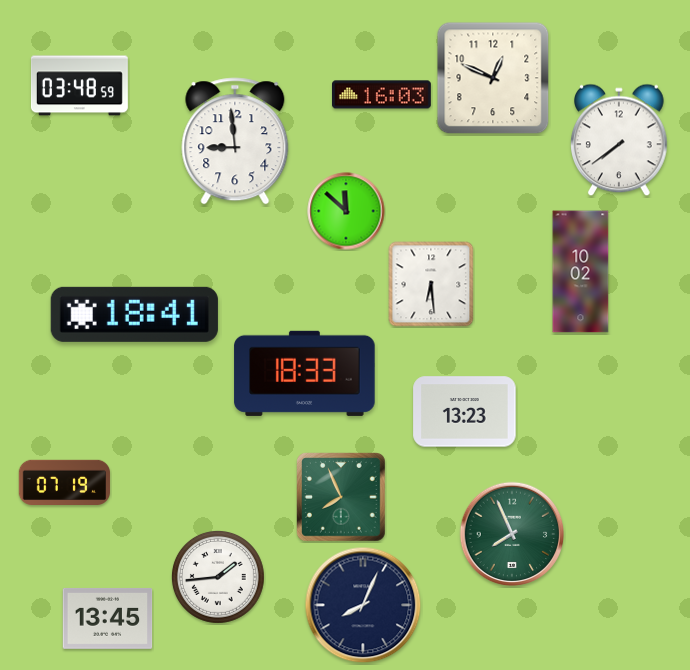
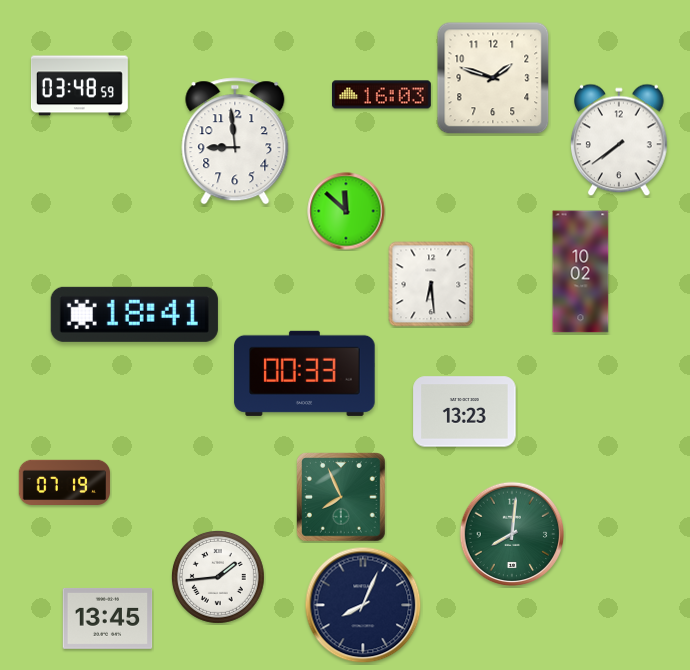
clock at (493, 78): 12:49 -> 1:48
clock at (305, 373): 18:33 -> 00:33
clock at (512, 534): 7:56 -> 8:01
